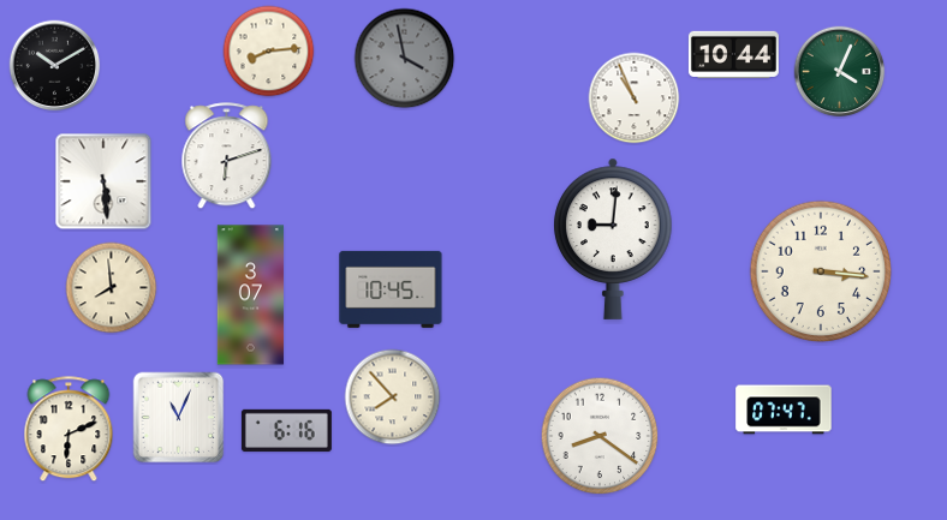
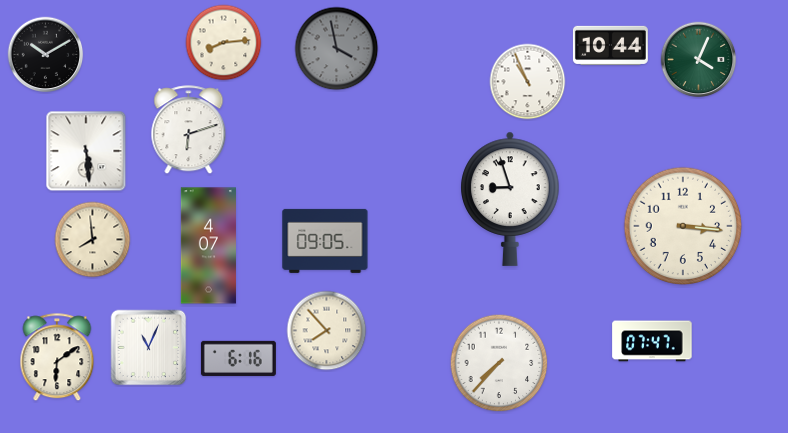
clock at (613, 239): 9:01 -> 8:57
clock at (391, 289): 10:45 -> 09:05
clock at (250, 295): 3:07 -> 4:07
clock at (69, 430): 6:11 -> 6:09
clock at (600, 436): 8:21 -> 7:37
